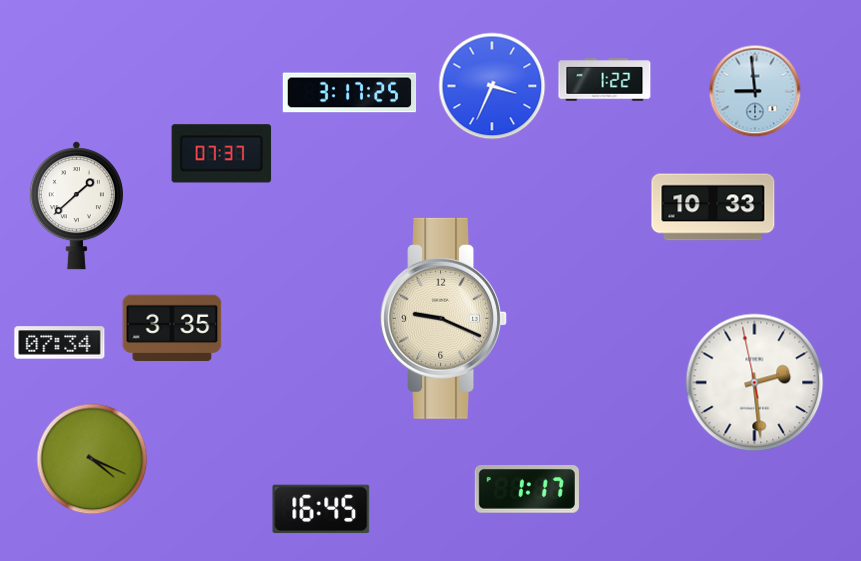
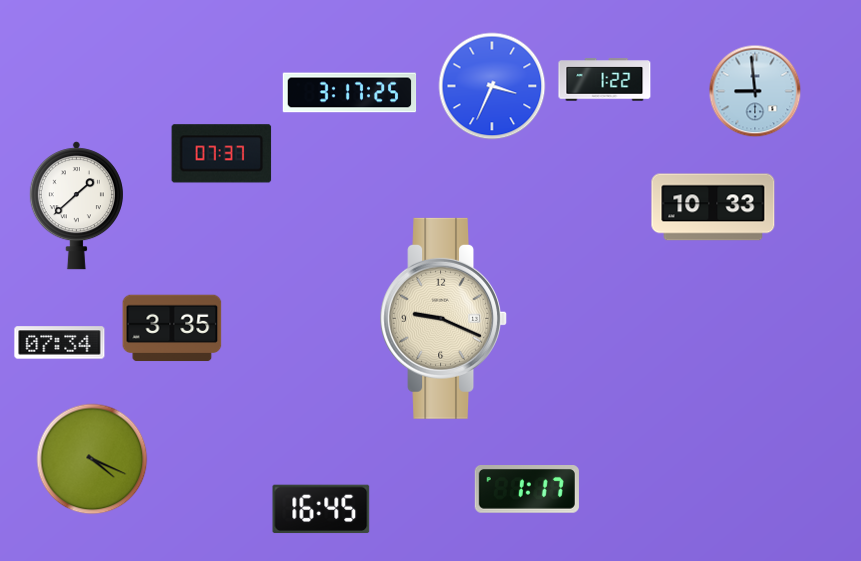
clock at (755, 383): 2:28 -> none
